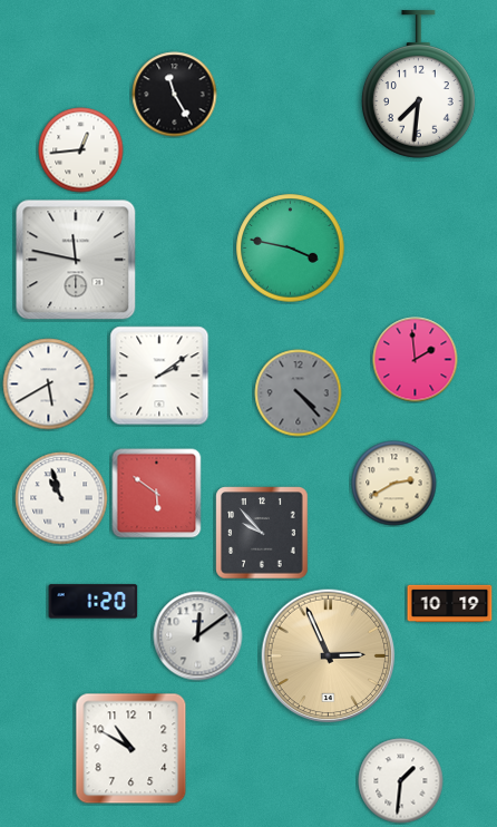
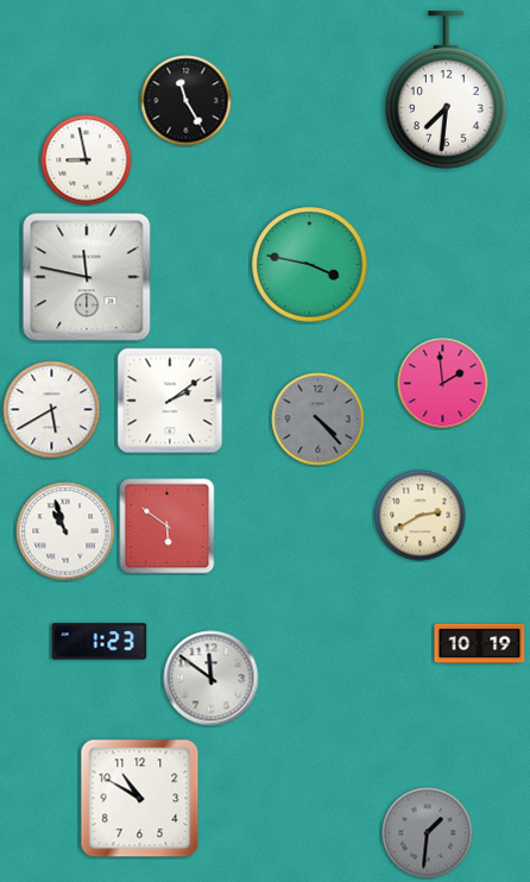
clock at (81, 150): 12:44 -> 8:58
clock at (76, 260) position: (76, 260) -> (87, 277)
clock at (262, 533): 9:53 -> none
clock at (94, 602): 1:20 -> 1:23
clock at (198, 636): 12:09 -> 11:51
clock at (329, 656): 2:56 -> none
clock at (401, 781) dial: white -> grey
